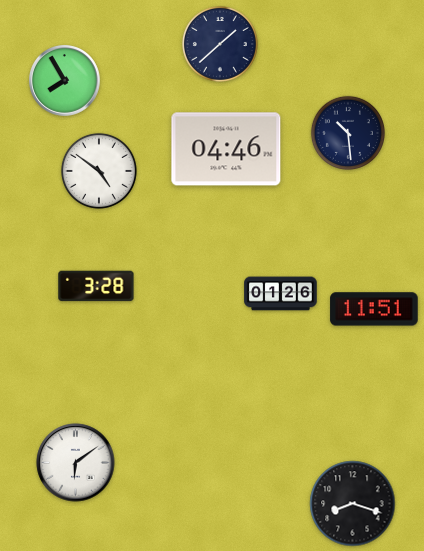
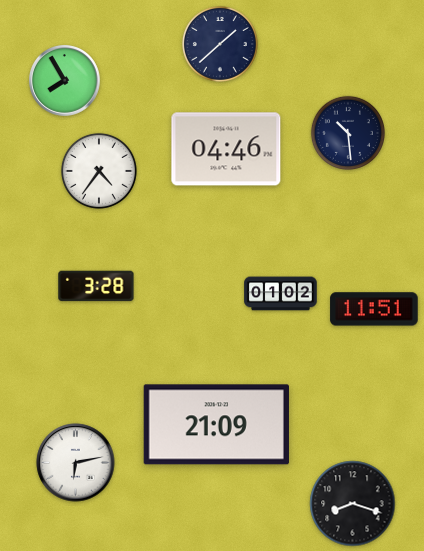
clock at (99, 171): 4:51 -> 4:36
clock at (281, 294): 01:26 -> 01:02
clock at (216, 425): none -> 21:09
clock at (76, 463): 6:09 -> 6:13
